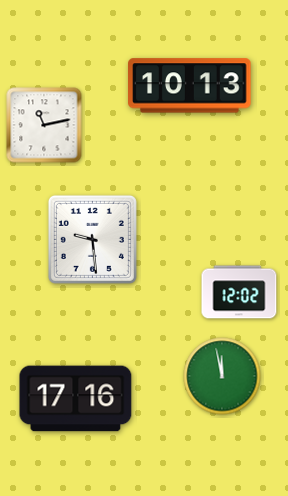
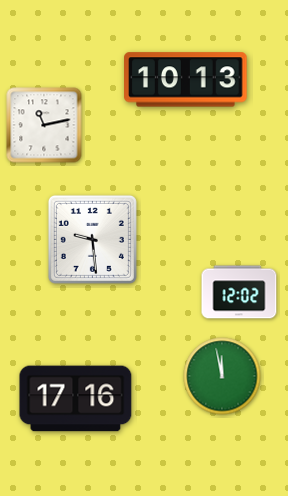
clock at (190, 86) position: (190, 86) -> (186, 80)
